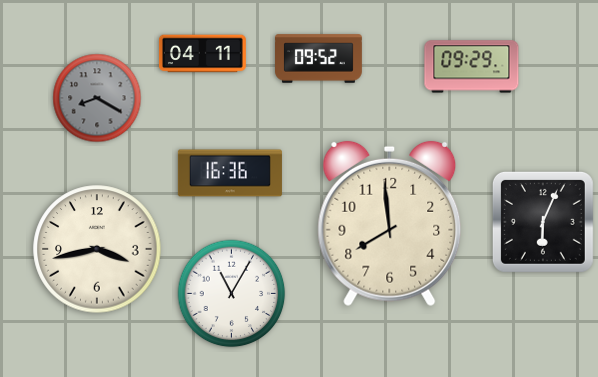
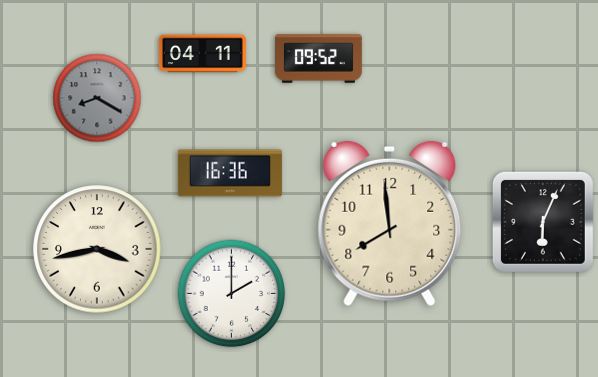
clock at (472, 67): 09:29 -> none
clock at (232, 294): 11:05 -> 2:00
